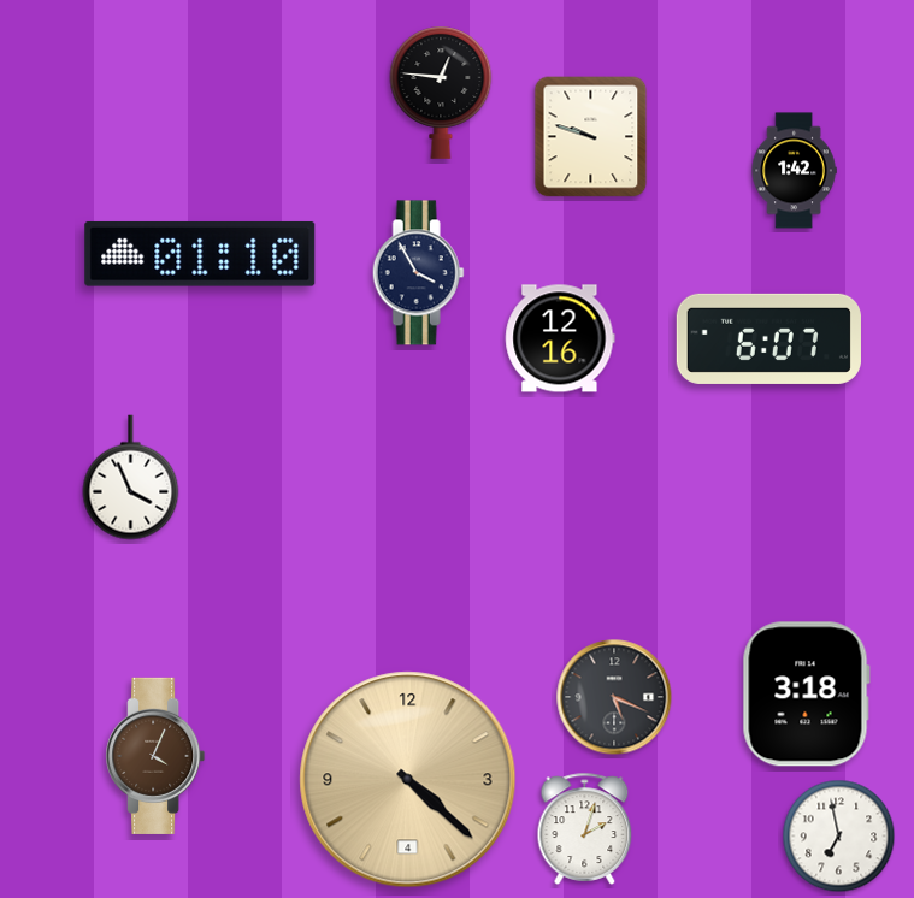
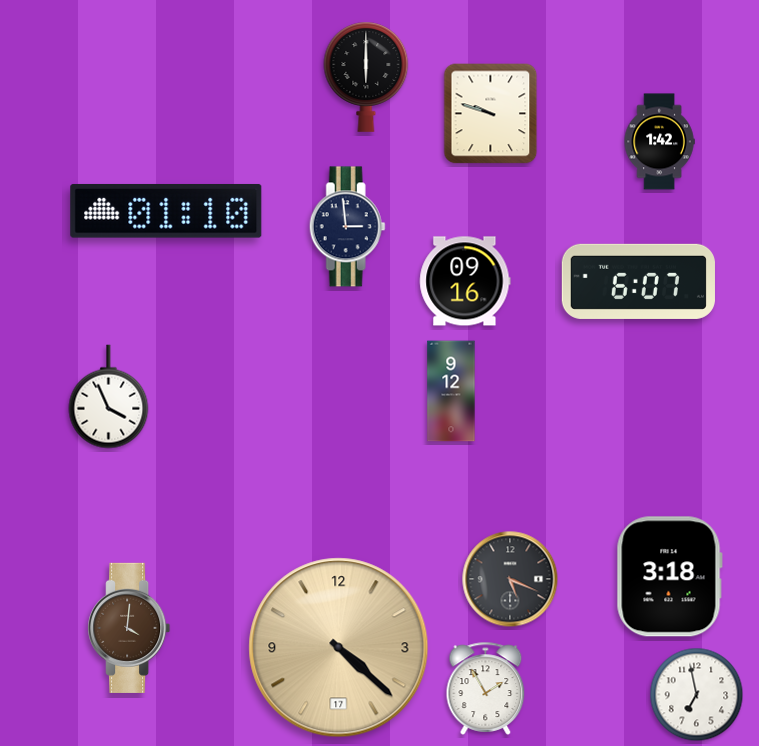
clock at (441, 93): 12:46 -> 6:00
clock at (418, 273): 3:55 -> 2:59
clock at (560, 338): 12:16 -> 09:16
clock at (451, 391): none -> 9:12
clock at (155, 756): 4:04 -> 4:01
clock at (408, 780) date: 4 -> 17
clock at (585, 828): 2:03 -> 1:55
